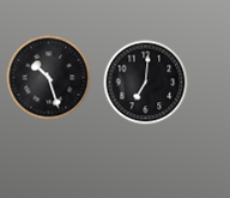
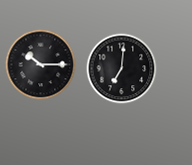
clock at (49, 78): 10:27 -> 10:15
